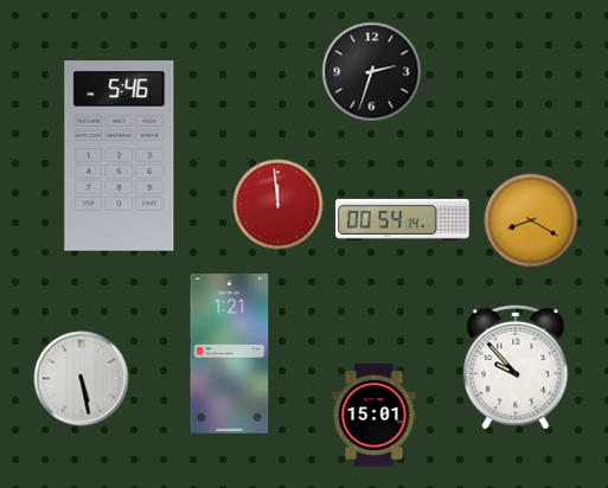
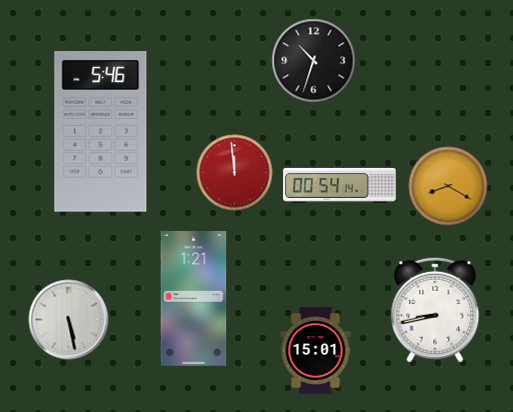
clock at (372, 72): 2:33 -> 10:33
clock at (516, 367): 9:53 -> 8:43
